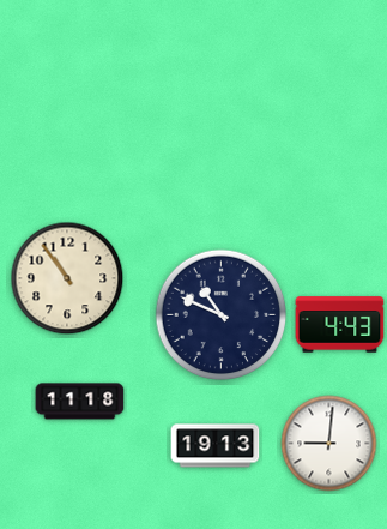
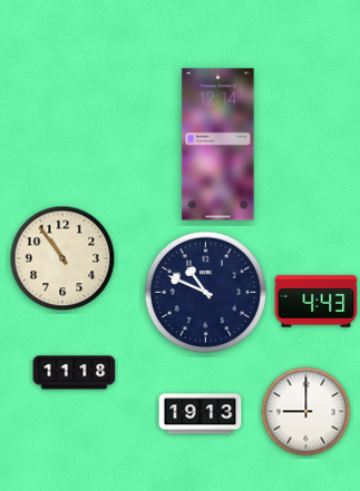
clock at (218, 145): none -> 12:14
clock at (329, 444): 9:01 -> 9:00
